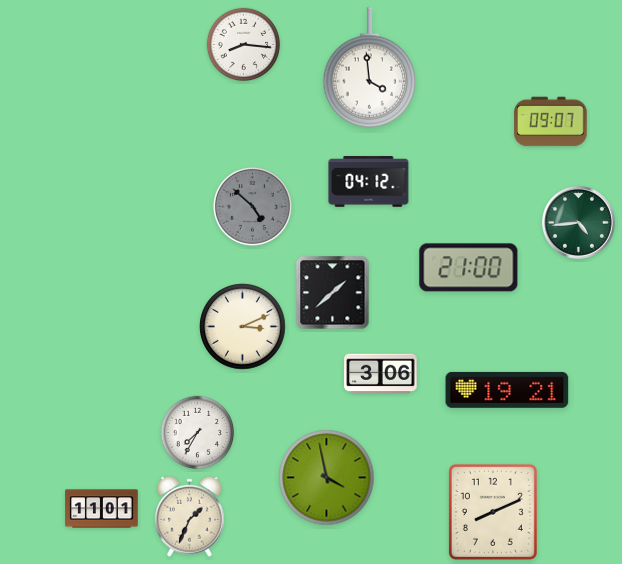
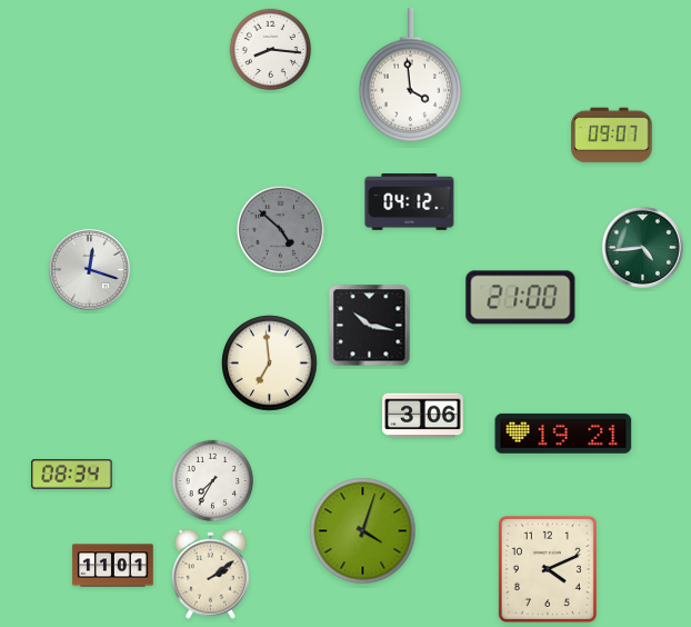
clock at (90, 270): none -> 12:18
clock at (333, 293): 1:38 -> 10:17
clock at (243, 327): 3:11 -> 6:59
clock at (72, 475): none -> 08:34
clock at (198, 433) position: (198, 433) -> (213, 481)
clock at (327, 478): 3:58 -> 4:03
clock at (493, 512): 8:11 -> 4:11
clock at (190, 516): 1:34 -> 2:09
